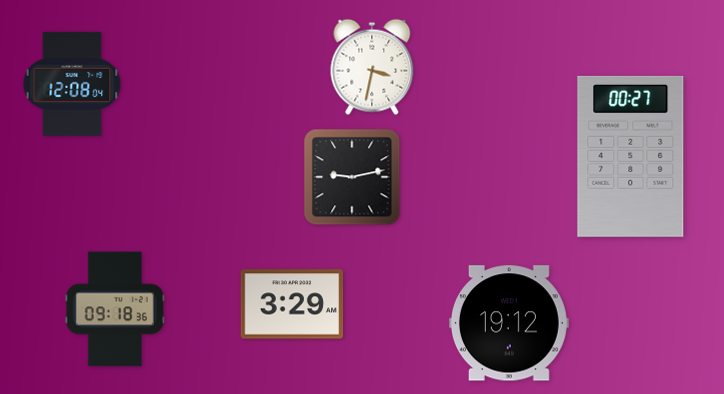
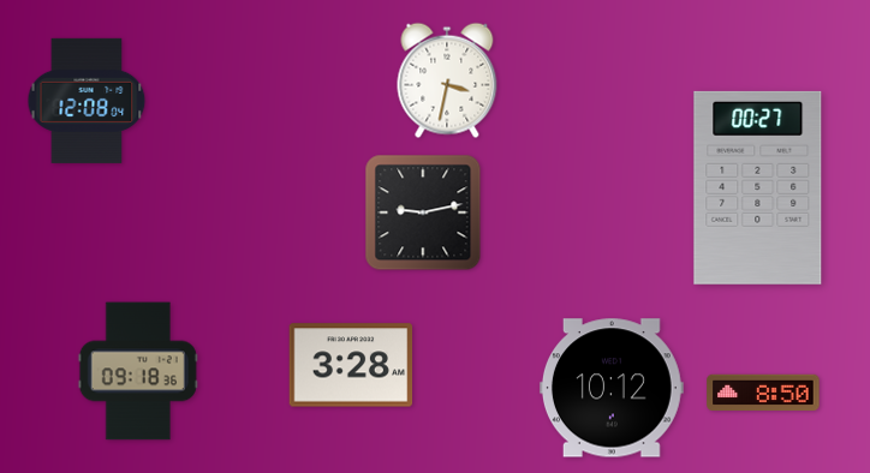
clock at (292, 304): 3:29 -> 3:28
clock at (509, 323): 19:12 -> 10:12
clock at (763, 391): none -> 8:50
